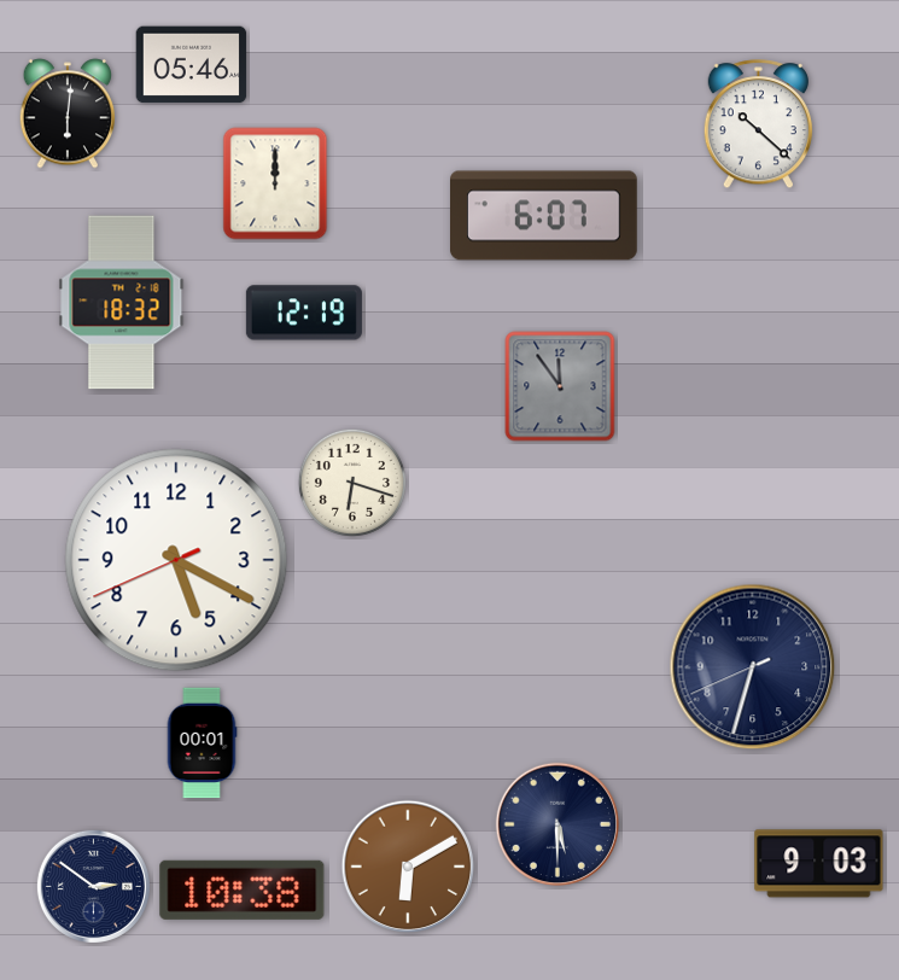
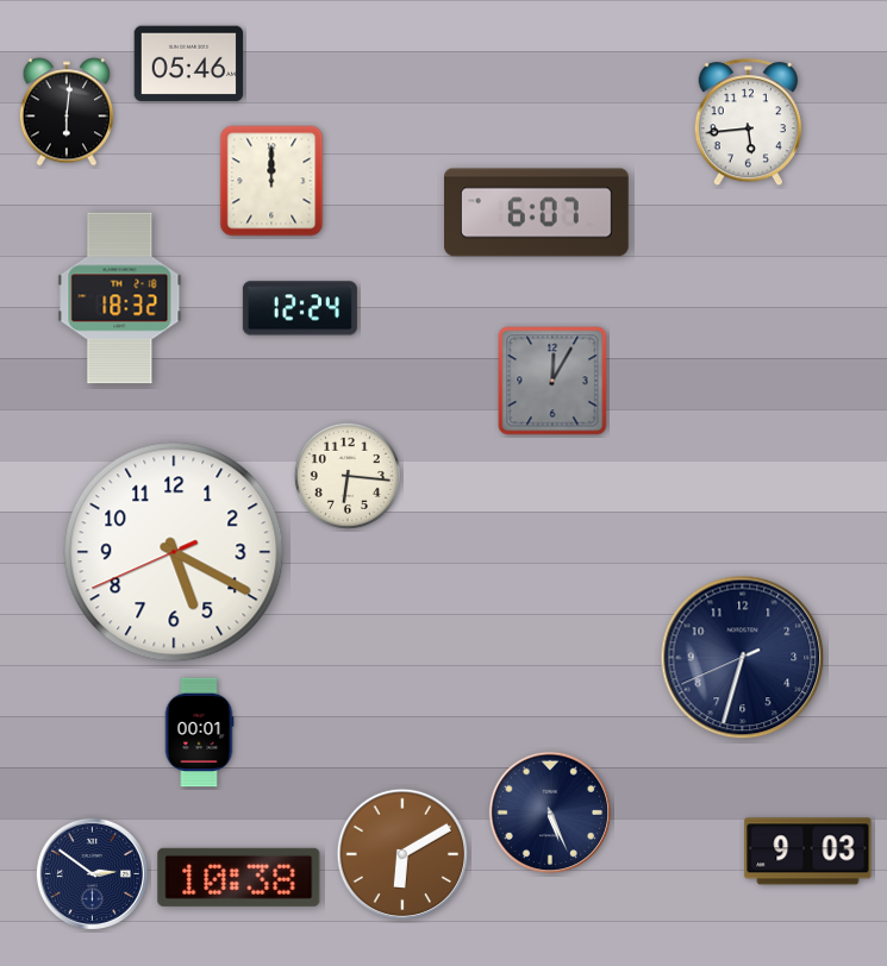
clock at (758, 124): 10:22 -> 5:44
clock at (304, 313): 12:19 -> 12:24
clock at (560, 386): 11:54 -> 12:05
clock at (352, 483): 6:18 -> 6:16
clock at (556, 823): 5:30 -> 5:26
